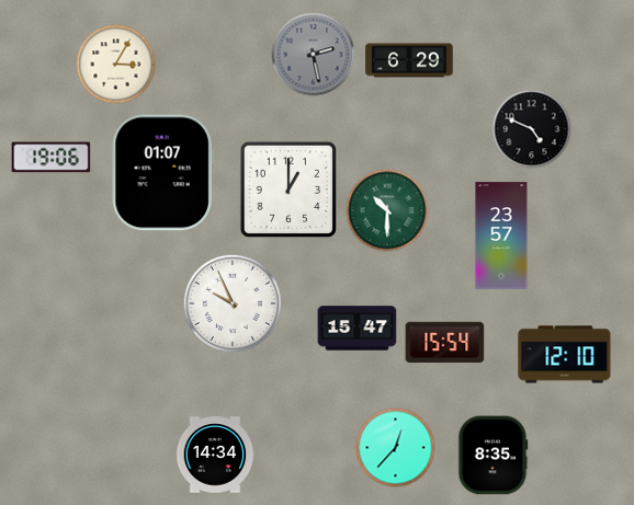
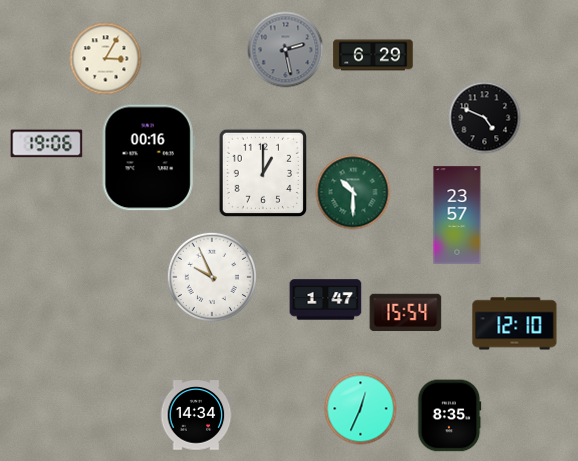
clock at (162, 173): 01:07 -> 00:16
clock at (358, 329): 15:47 -> 1:47
clock at (396, 448): 12:37 -> 12:34
